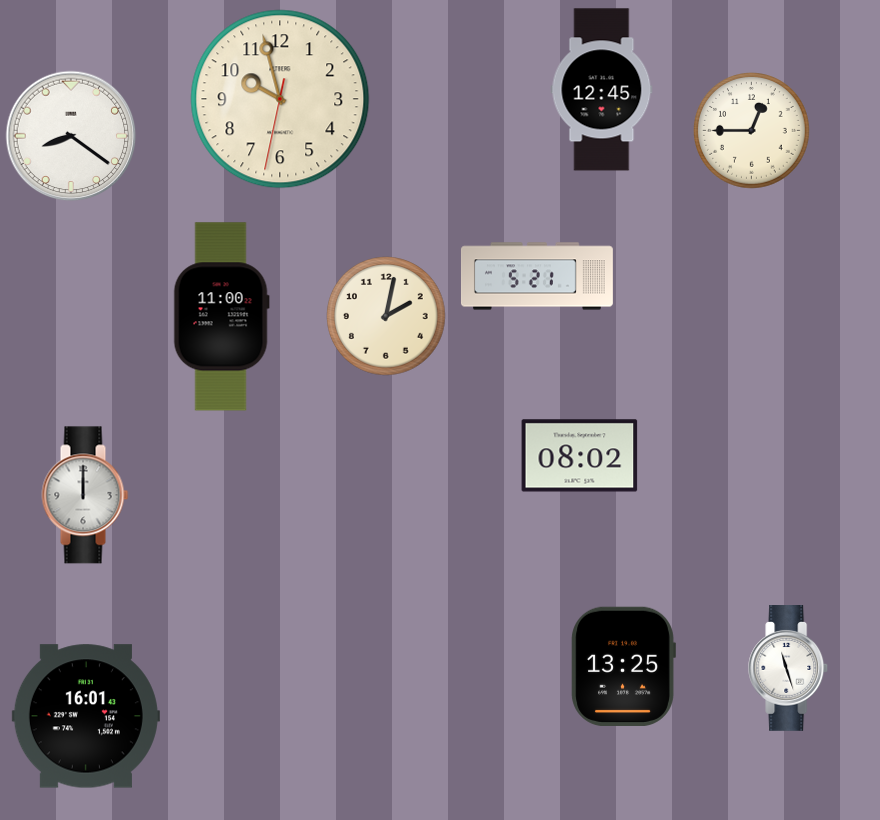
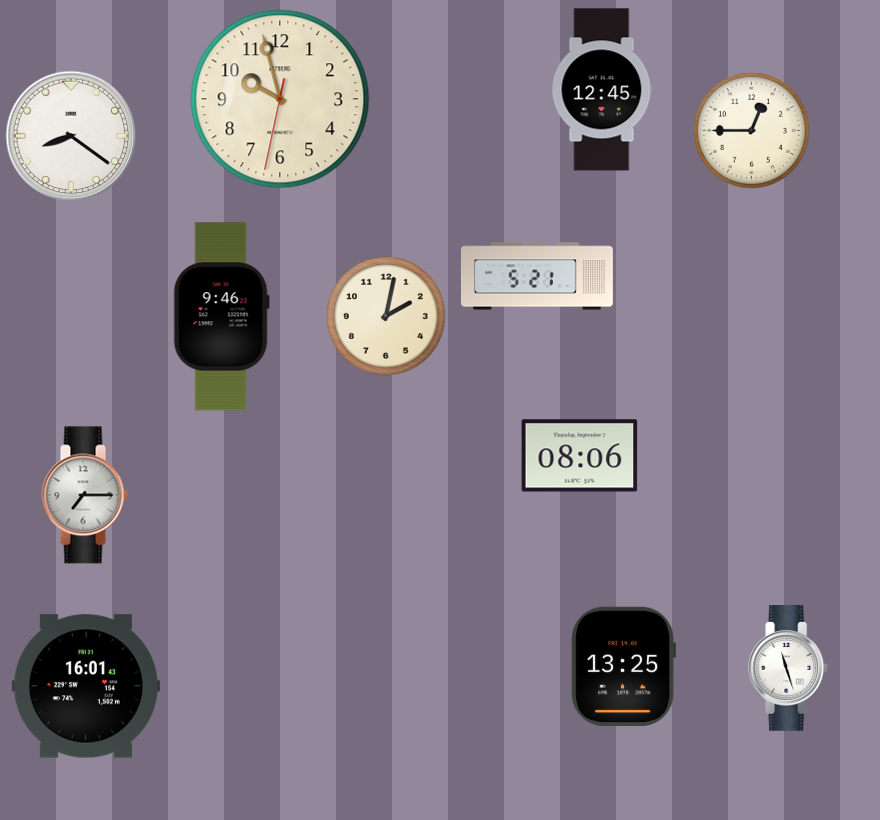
clock at (221, 317): 11:00 -> 9:46
clock at (580, 456): 08:02 -> 08:06
clock at (85, 495): 12:00 -> 7:15
clock at (86, 716) position: (86, 716) -> (86, 686)
